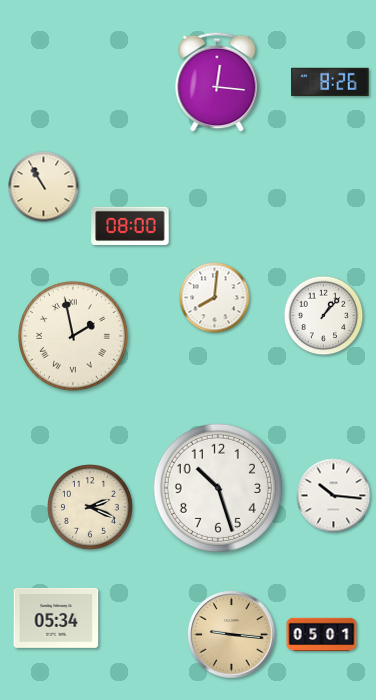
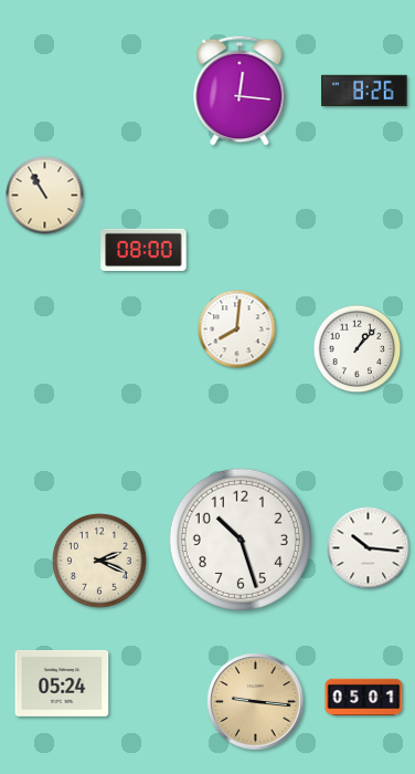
clock at (44, 187) position: (44, 187) -> (45, 196)
clock at (74, 337): 1:58 -> none
clock at (56, 618): 05:34 -> 05:24
clock at (322, 634) position: (322, 634) -> (364, 697)
